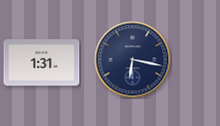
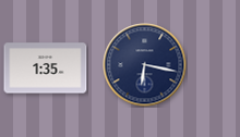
clock at (42, 63): 1:31 -> 1:35
